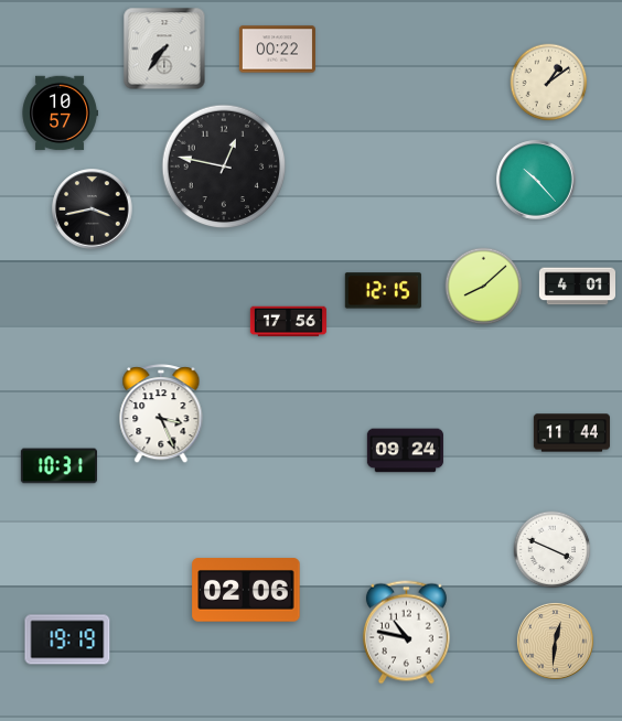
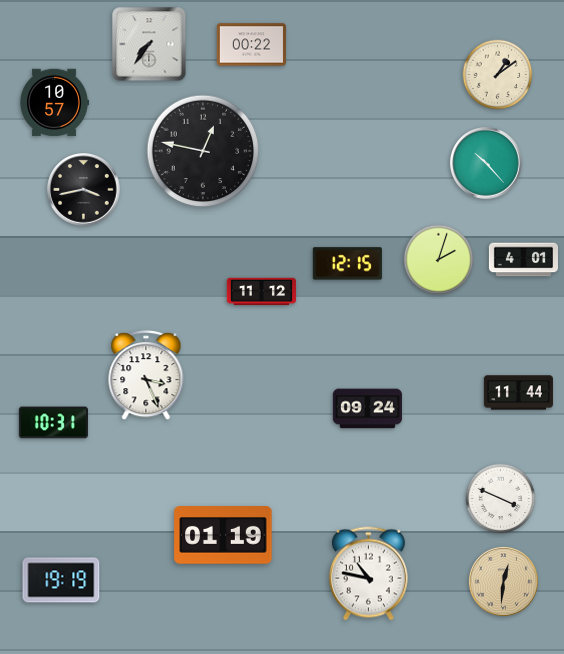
clock at (484, 287): 8:08 -> 2:03
clock at (288, 322): 17:56 -> 11:12
clock at (246, 590): 02:06 -> 01:19
